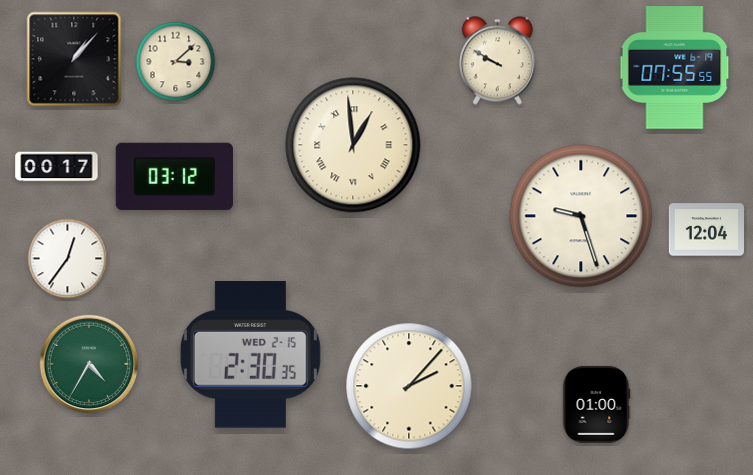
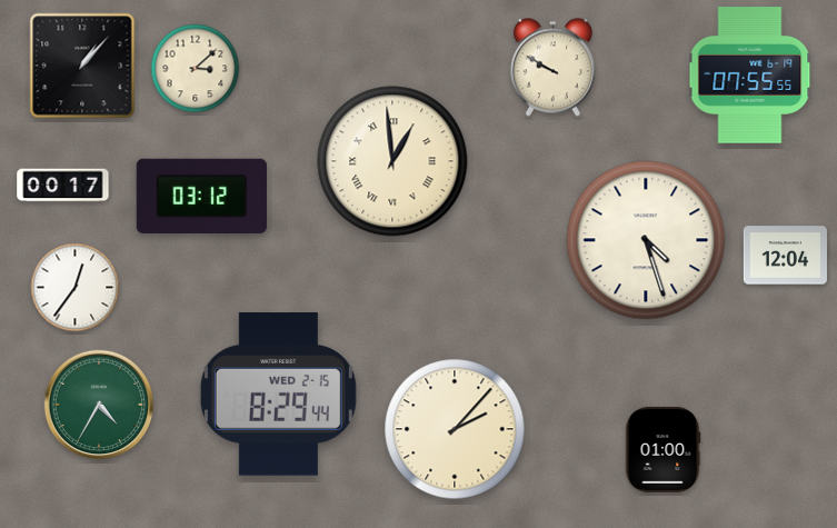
clock at (174, 176) position: (174, 176) -> (201, 196)
clock at (581, 216): 9:27 -> 4:27
clock at (250, 355): 2:30 -> 8:29
